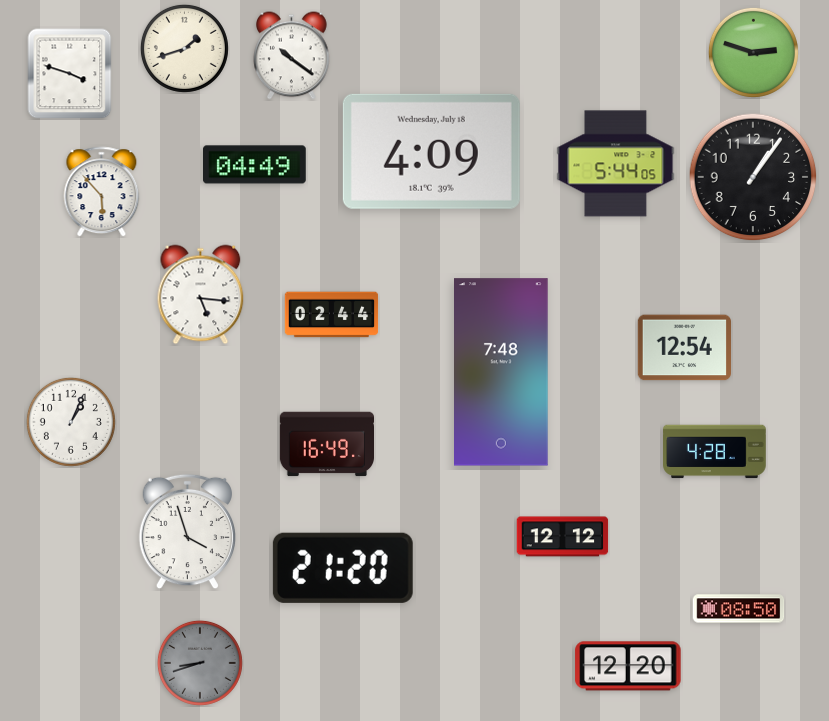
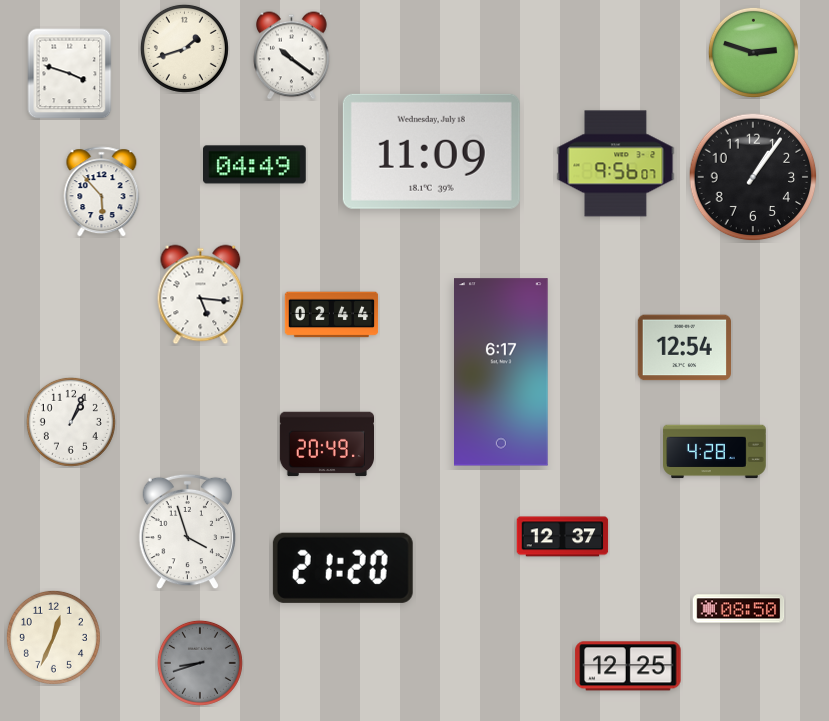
clock at (431, 151): 4:09 -> 11:09
clock at (616, 164): 5:44 -> 9:56
clock at (502, 372): 7:48 -> 6:17
clock at (326, 444): 16:49 -> 20:49
clock at (563, 537): 12:12 -> 12:37
clock at (53, 637): none -> 12:34
clock at (628, 666): 12:20 -> 12:25
